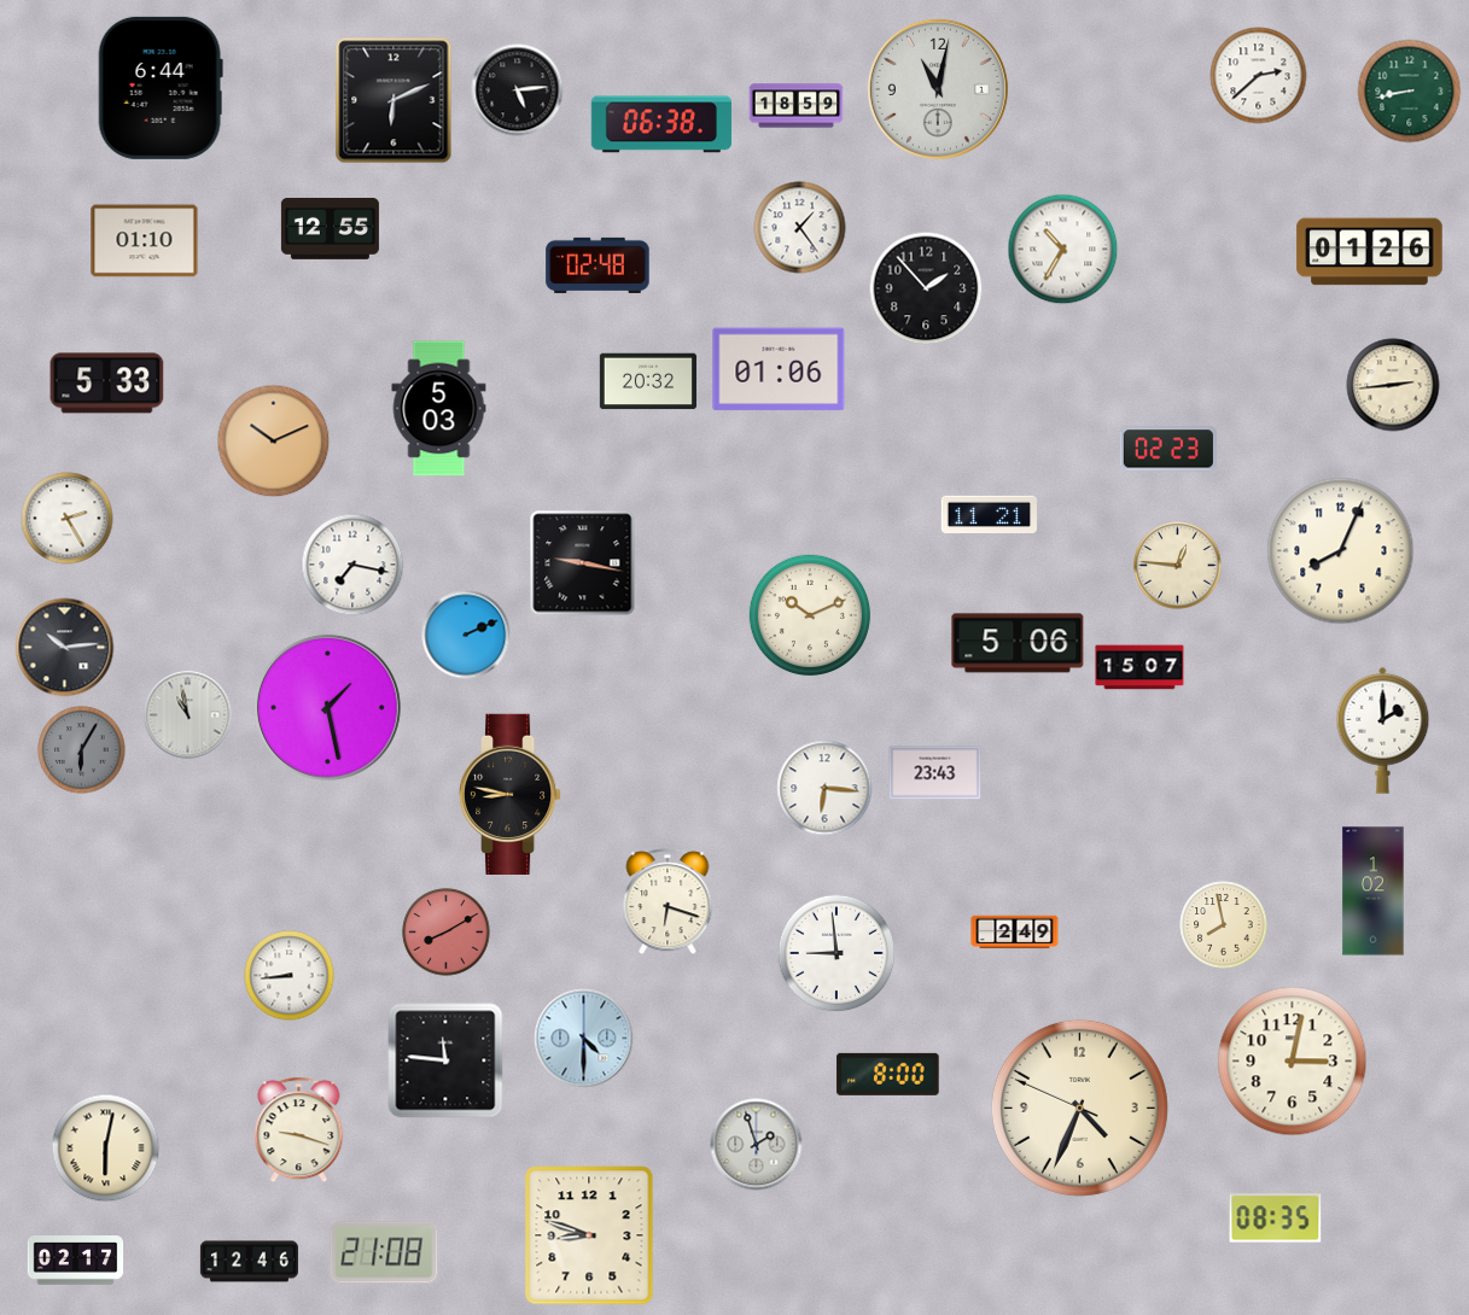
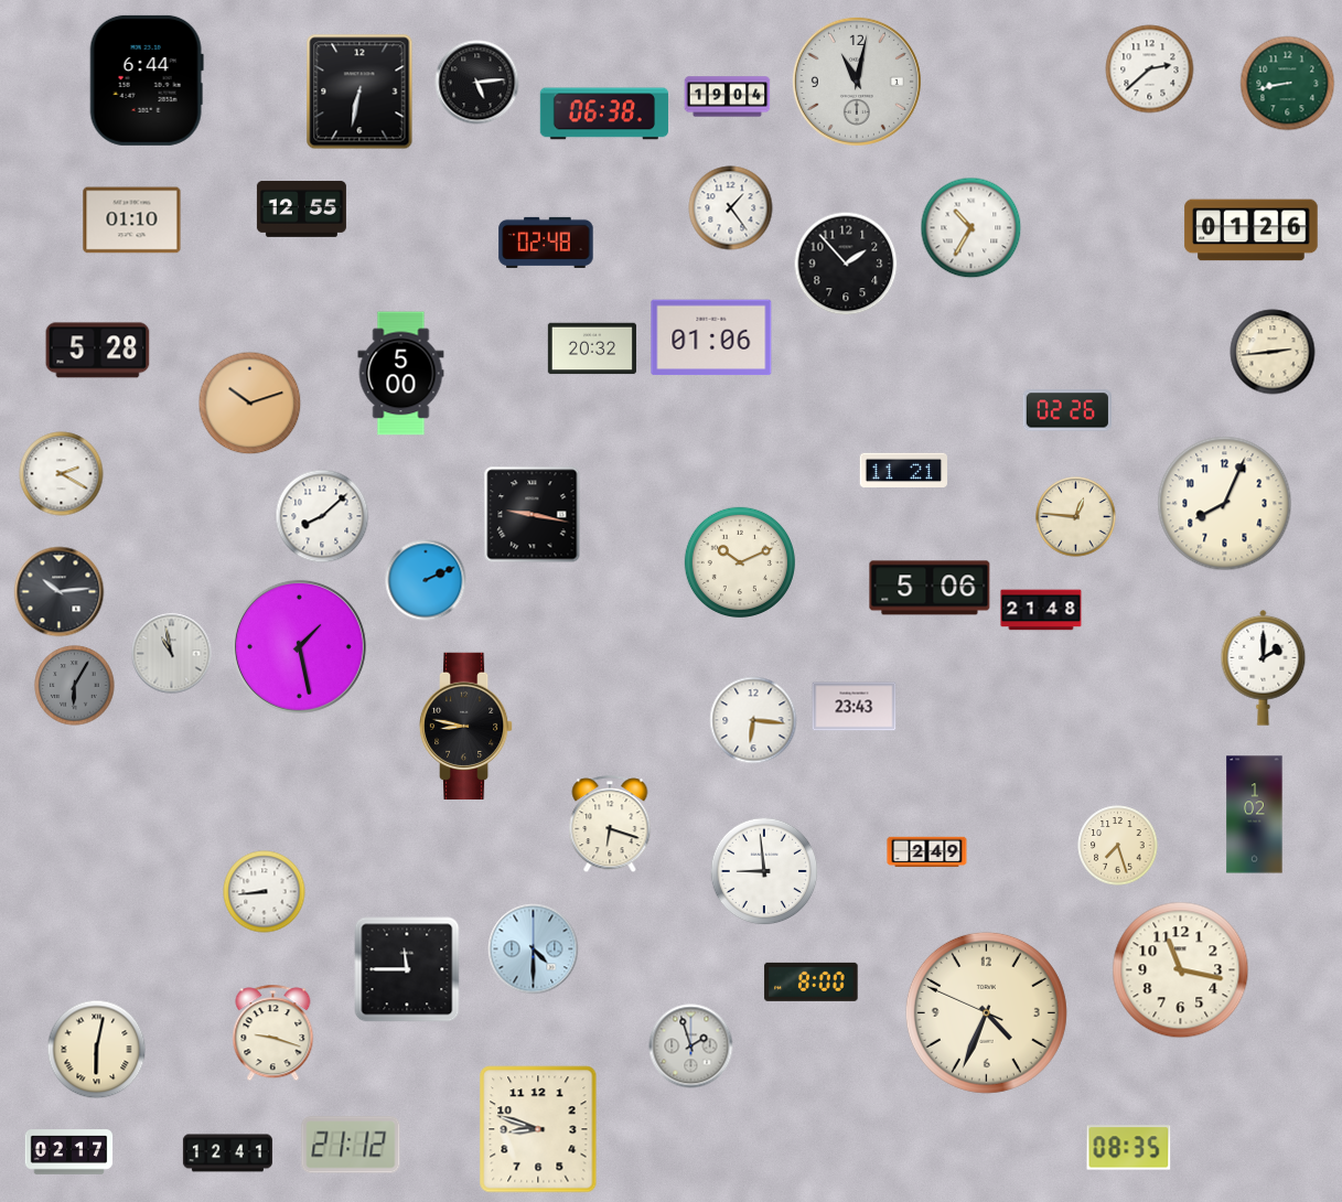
clock at (518, 90) position: (518, 90) -> (477, 83)
clock at (394, 100): 6:11 -> 6:32
clock at (797, 106): 18:59 -> 19:04
clock at (107, 384): 5:33 -> 5:28
clock at (439, 409): 5:03 -> 5:00
clock at (274, 442): 10:11 -> 10:12
clock at (1168, 449): 02:23 -> 02:26
clock at (68, 519): 2:25 -> 2:20
clock at (352, 565): 7:17 -> 8:08
clock at (1139, 667): 15:07 -> 21:48
clock at (1224, 925): 7:58 -> 7:27
clock at (447, 933): 8:10 -> none
clock at (445, 1060): 11:46 -> 11:45
clock at (1293, 1062): 3:02 -> 11:17
clock at (1276, 1218) position: (1276, 1218) -> (1129, 1148)
clock at (384, 1252): 21:08 -> 21:12
clock at (249, 1262): 12:46 -> 12:41
